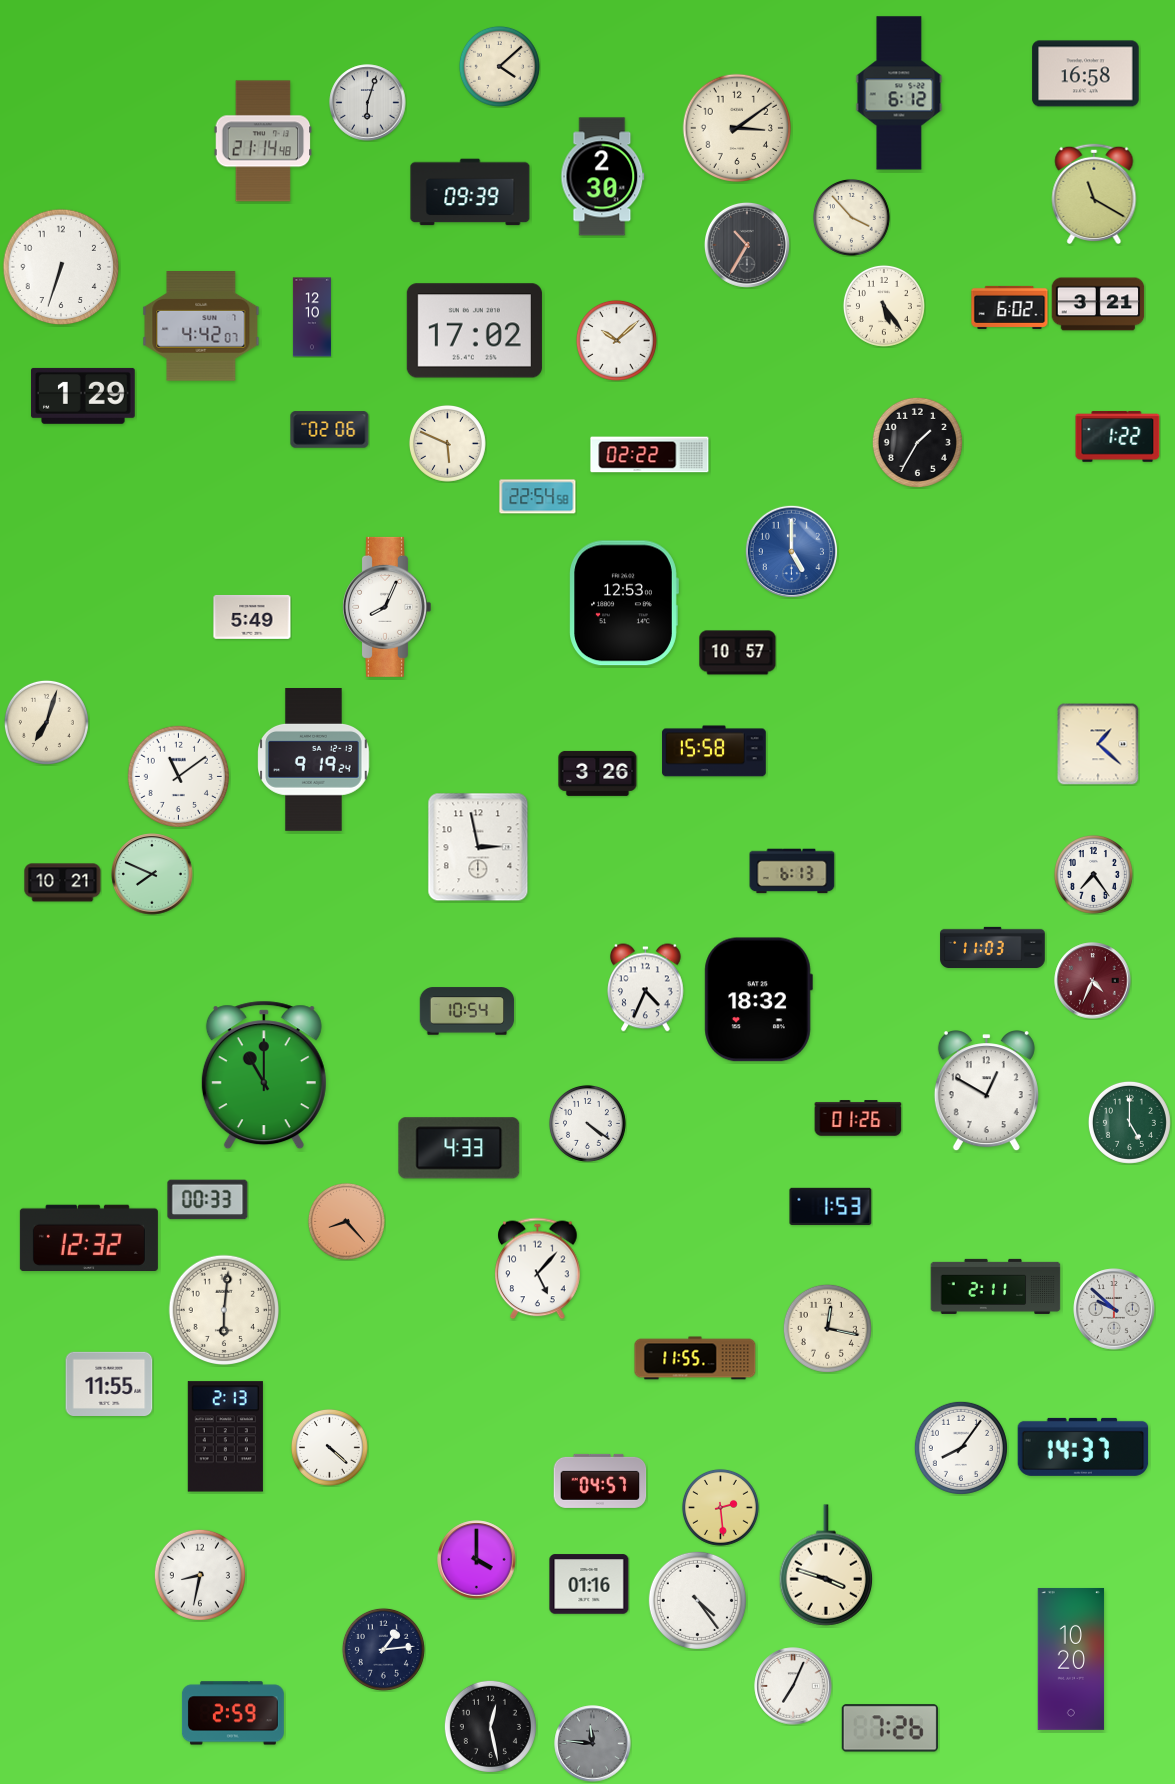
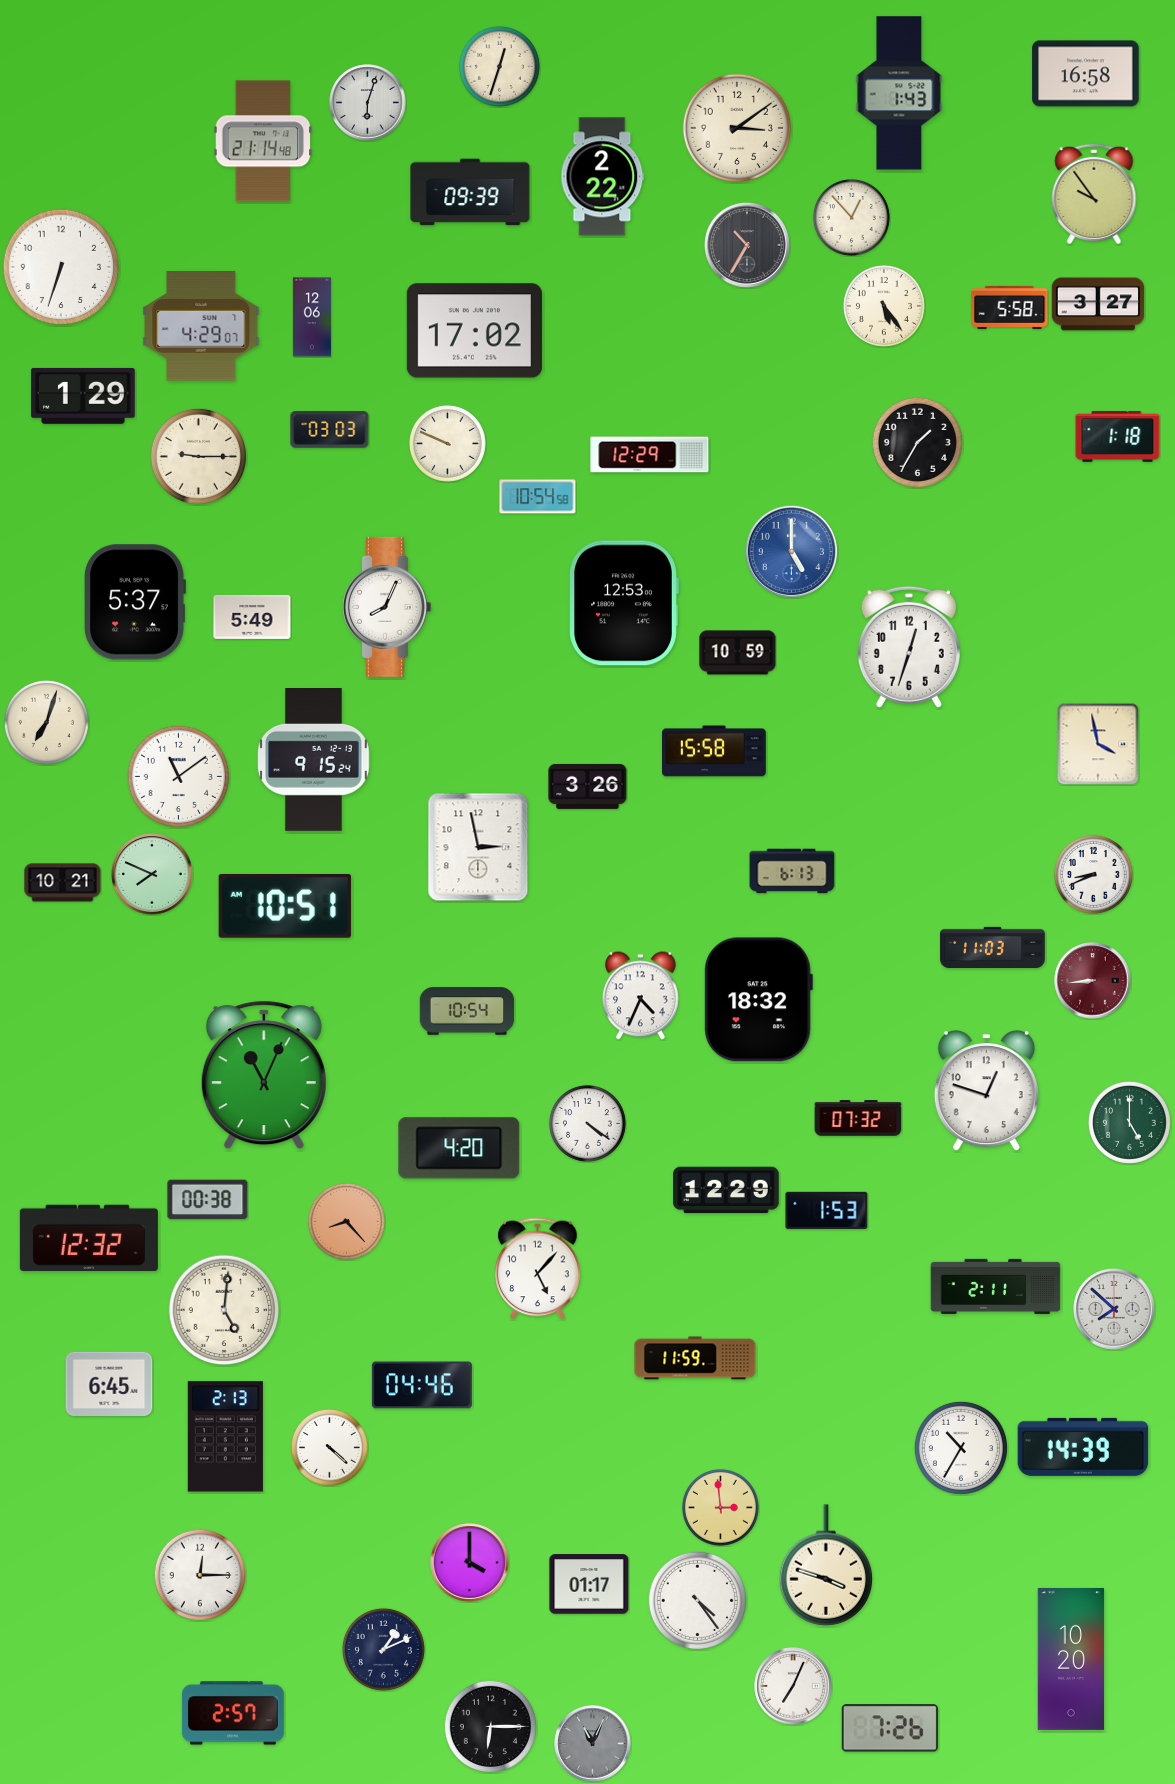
clock at (499, 66): 4:08 -> 12:33
clock at (899, 93): 6:12 -> 1:43
clock at (603, 177): 2:30 -> 2:22
clock at (1094, 193): 11:20 -> 9:54
clock at (851, 217): 3:53 -> 12:53
clock at (1098, 304): 3:21 -> 3:27
clock at (1010, 307): 6:02 -> 5:58
clock at (312, 317): 12:10 -> 12:06
clock at (201, 326): 4:42 -> 4:29
clock at (616, 340): 10:08 -> none
clock at (330, 430): 02:06 -> 03:03
clock at (1118, 437): 1:22 -> 1:18
clock at (447, 443): 5:49 -> 9:49
clock at (650, 455): 02:22 -> 12:29
clock at (198, 456): none -> 9:15
clock at (538, 497): 22:54 -> 10:54
clock at (135, 602): none -> 5:37
clock at (909, 647): none -> 12:33
clock at (738, 653): 10:57 -> 10:59
clock at (1098, 744): 1:22 -> 3:58
clock at (314, 760): 9:19 -> 9:15
clock at (598, 773) position: (598, 773) -> (588, 786)
clock at (1093, 874): 7:24 -> 8:41
clock at (285, 906): none -> 10:51
clock at (1093, 981): 4:34 -> 8:44
clock at (646, 988) position: (646, 988) -> (641, 996)
clock at (264, 1075): 11:00 -> 11:04
clock at (986, 1091): 12:50 -> 12:48
clock at (858, 1118): 01:26 -> 07:32
clock at (459, 1148): 4:33 -> 4:20
clock at (726, 1190): none -> 12:29
clock at (208, 1200): 00:33 -> 00:38
clock at (831, 1206) position: (831, 1206) -> (827, 1210)
clock at (1114, 1309): 9:52 -> 7:52
clock at (224, 1310): 6:01 -> 5:01
clock at (827, 1328): 12:17 -> none
clock at (695, 1358): 11:55 -> 11:59
clock at (109, 1383): 11:55 -> 6:45
clock at (422, 1385): none -> 04:46
clock at (1083, 1447): 14:37 -> 14:39
clock at (961, 1448): 8:06 -> 10:35
clock at (600, 1481): 04:57 -> none
clock at (720, 1507): 2:29 -> 2:59
clock at (477, 1560) position: (477, 1560) -> (470, 1563)
clock at (200, 1575): 8:32 -> 12:15
clock at (589, 1584): 01:16 -> 01:17
clock at (383, 1649): 1:14 -> 1:11
clock at (233, 1713): 2:59 -> 2:57
clock at (490, 1726): 12:28 -> 6:15
clock at (593, 1744): 11:46 -> 11:04
